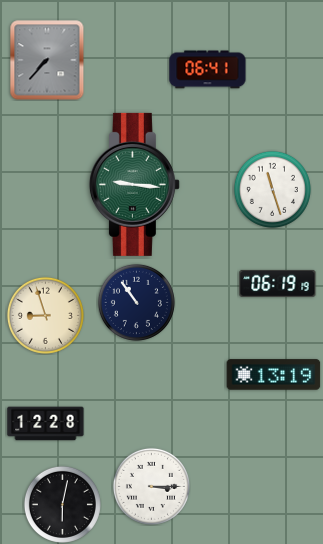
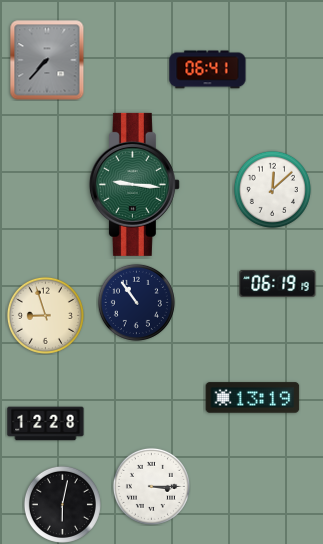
clock at (272, 189): 11:27 -> 12:08
clock at (274, 375) position: (274, 375) -> (253, 398)
